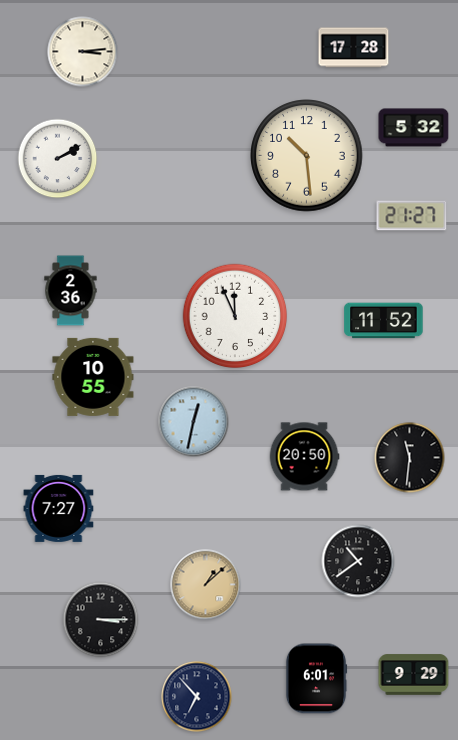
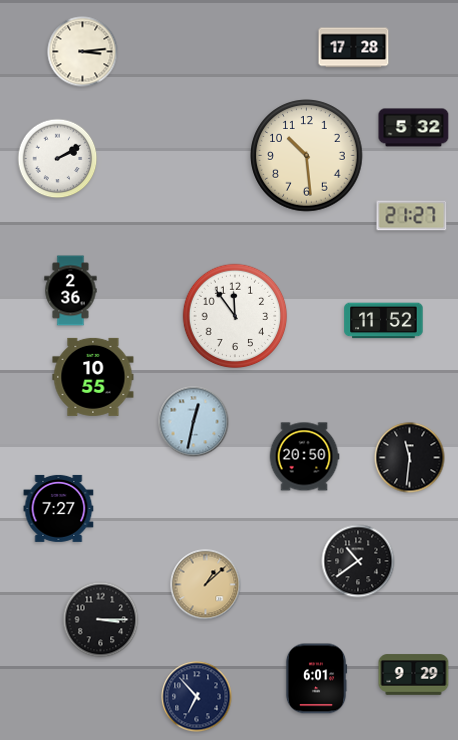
clock at (235, 316): 11:56 -> 11:54
